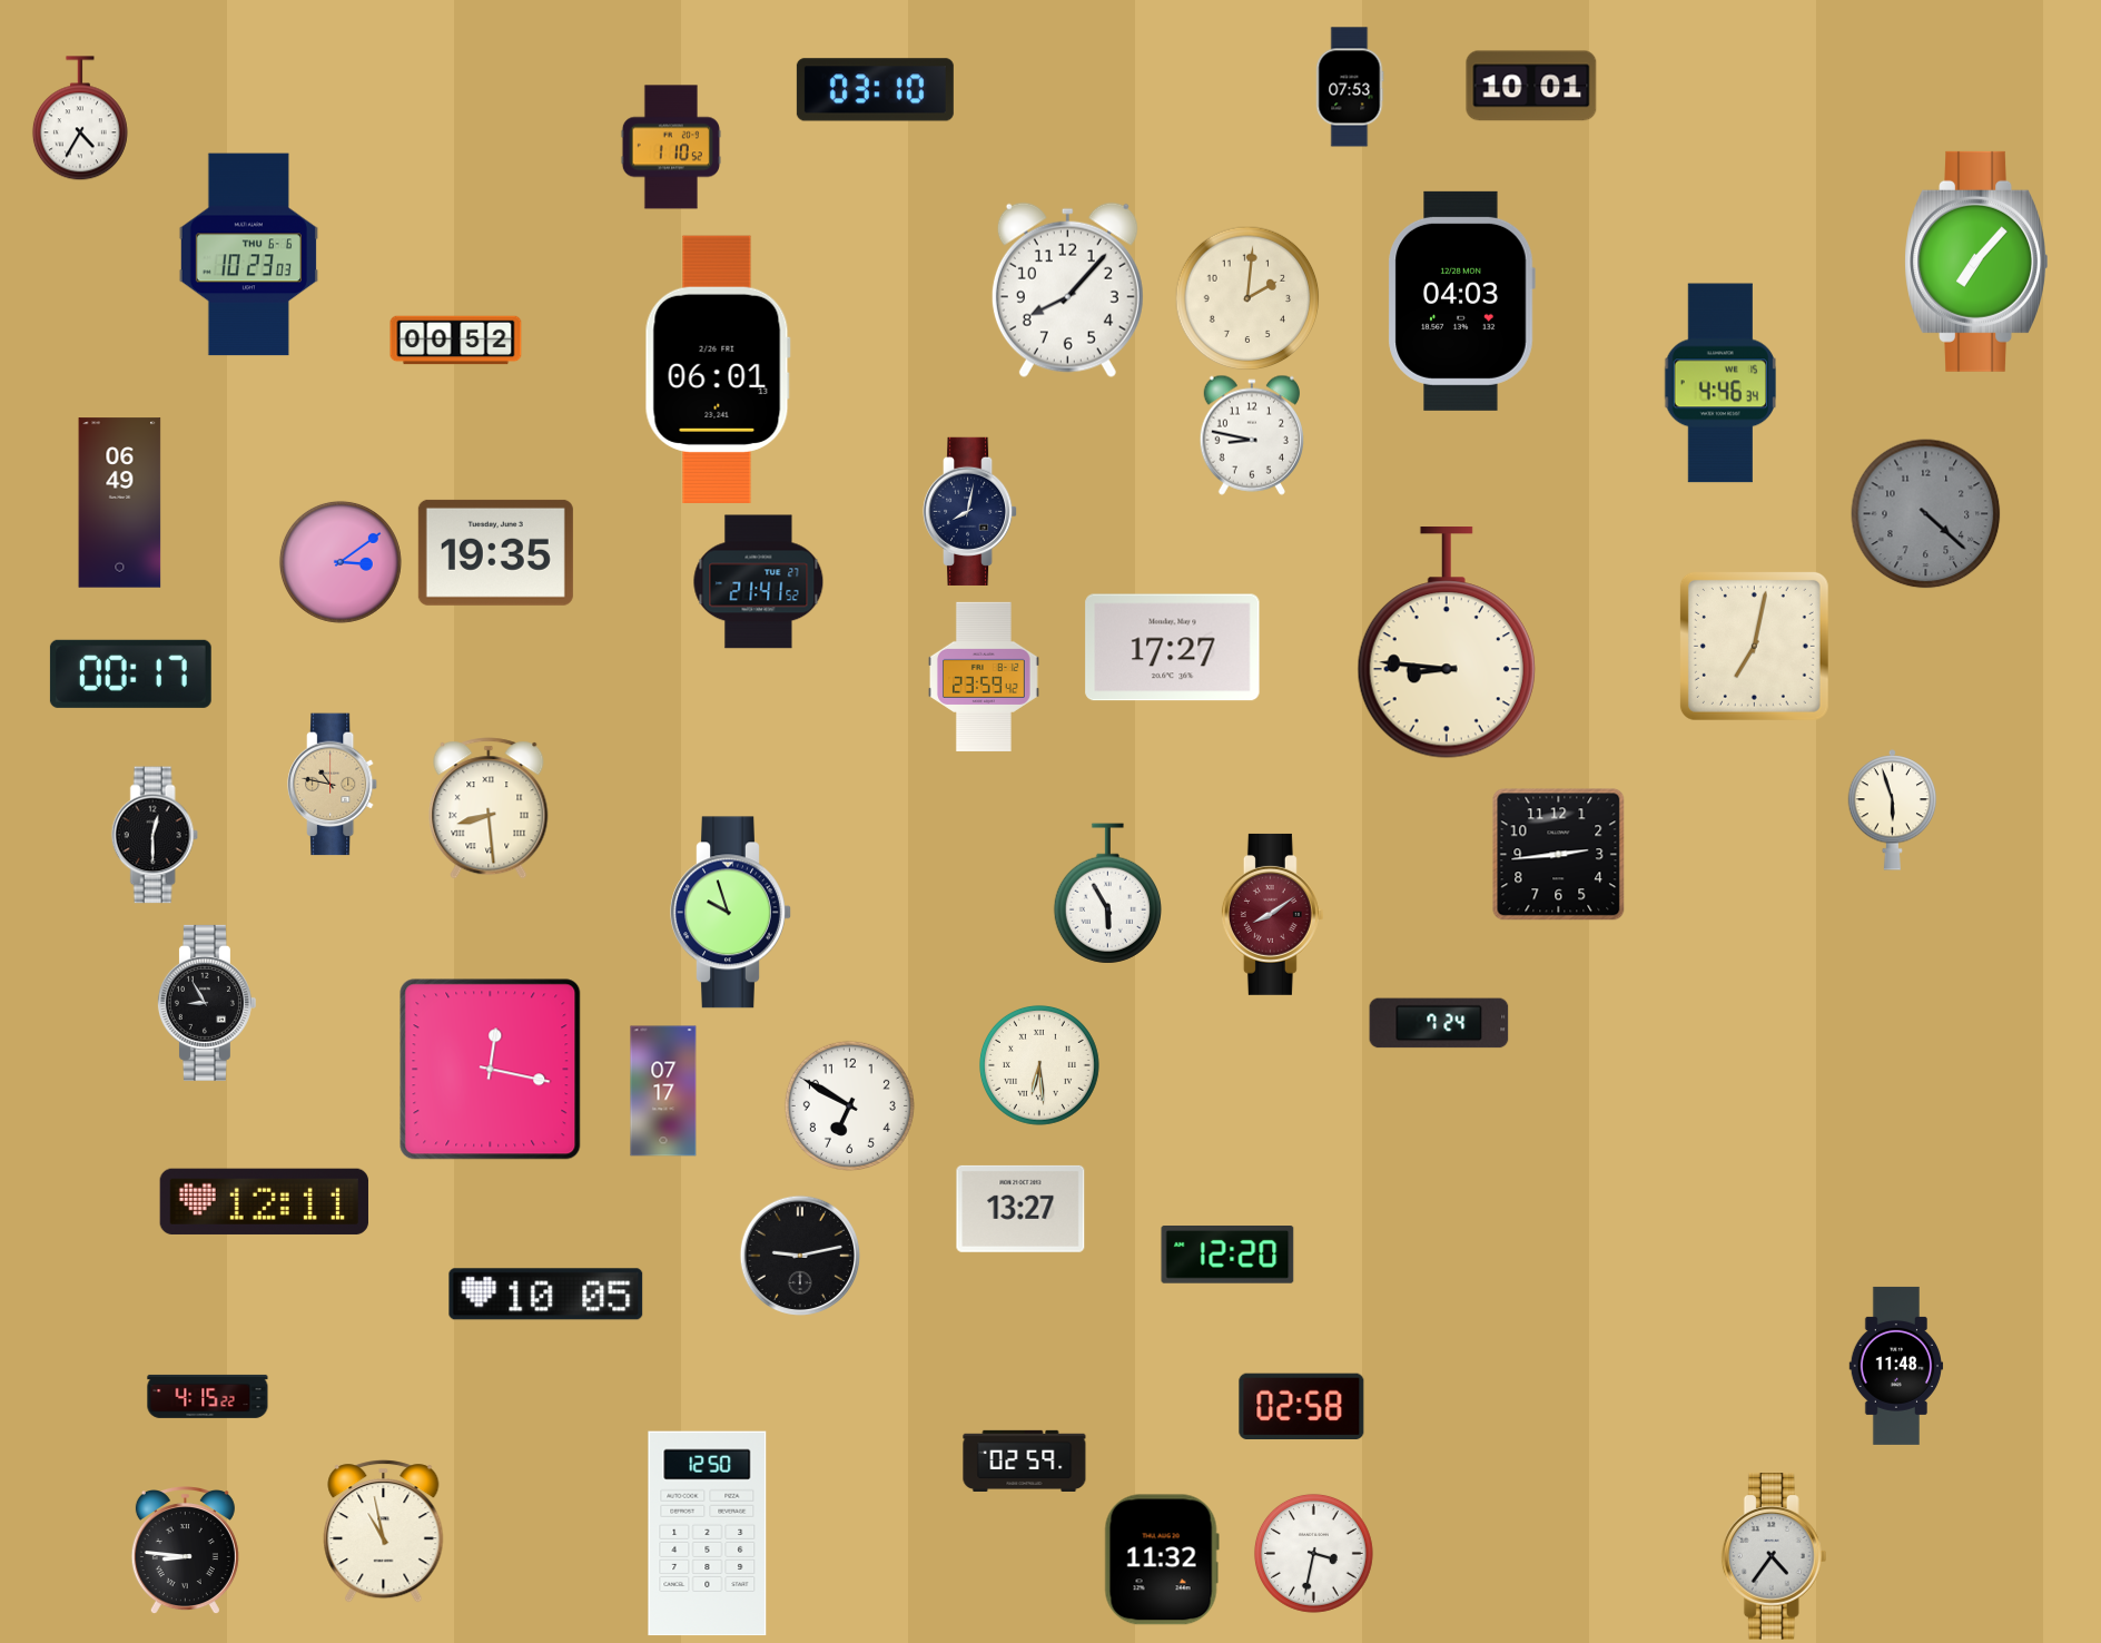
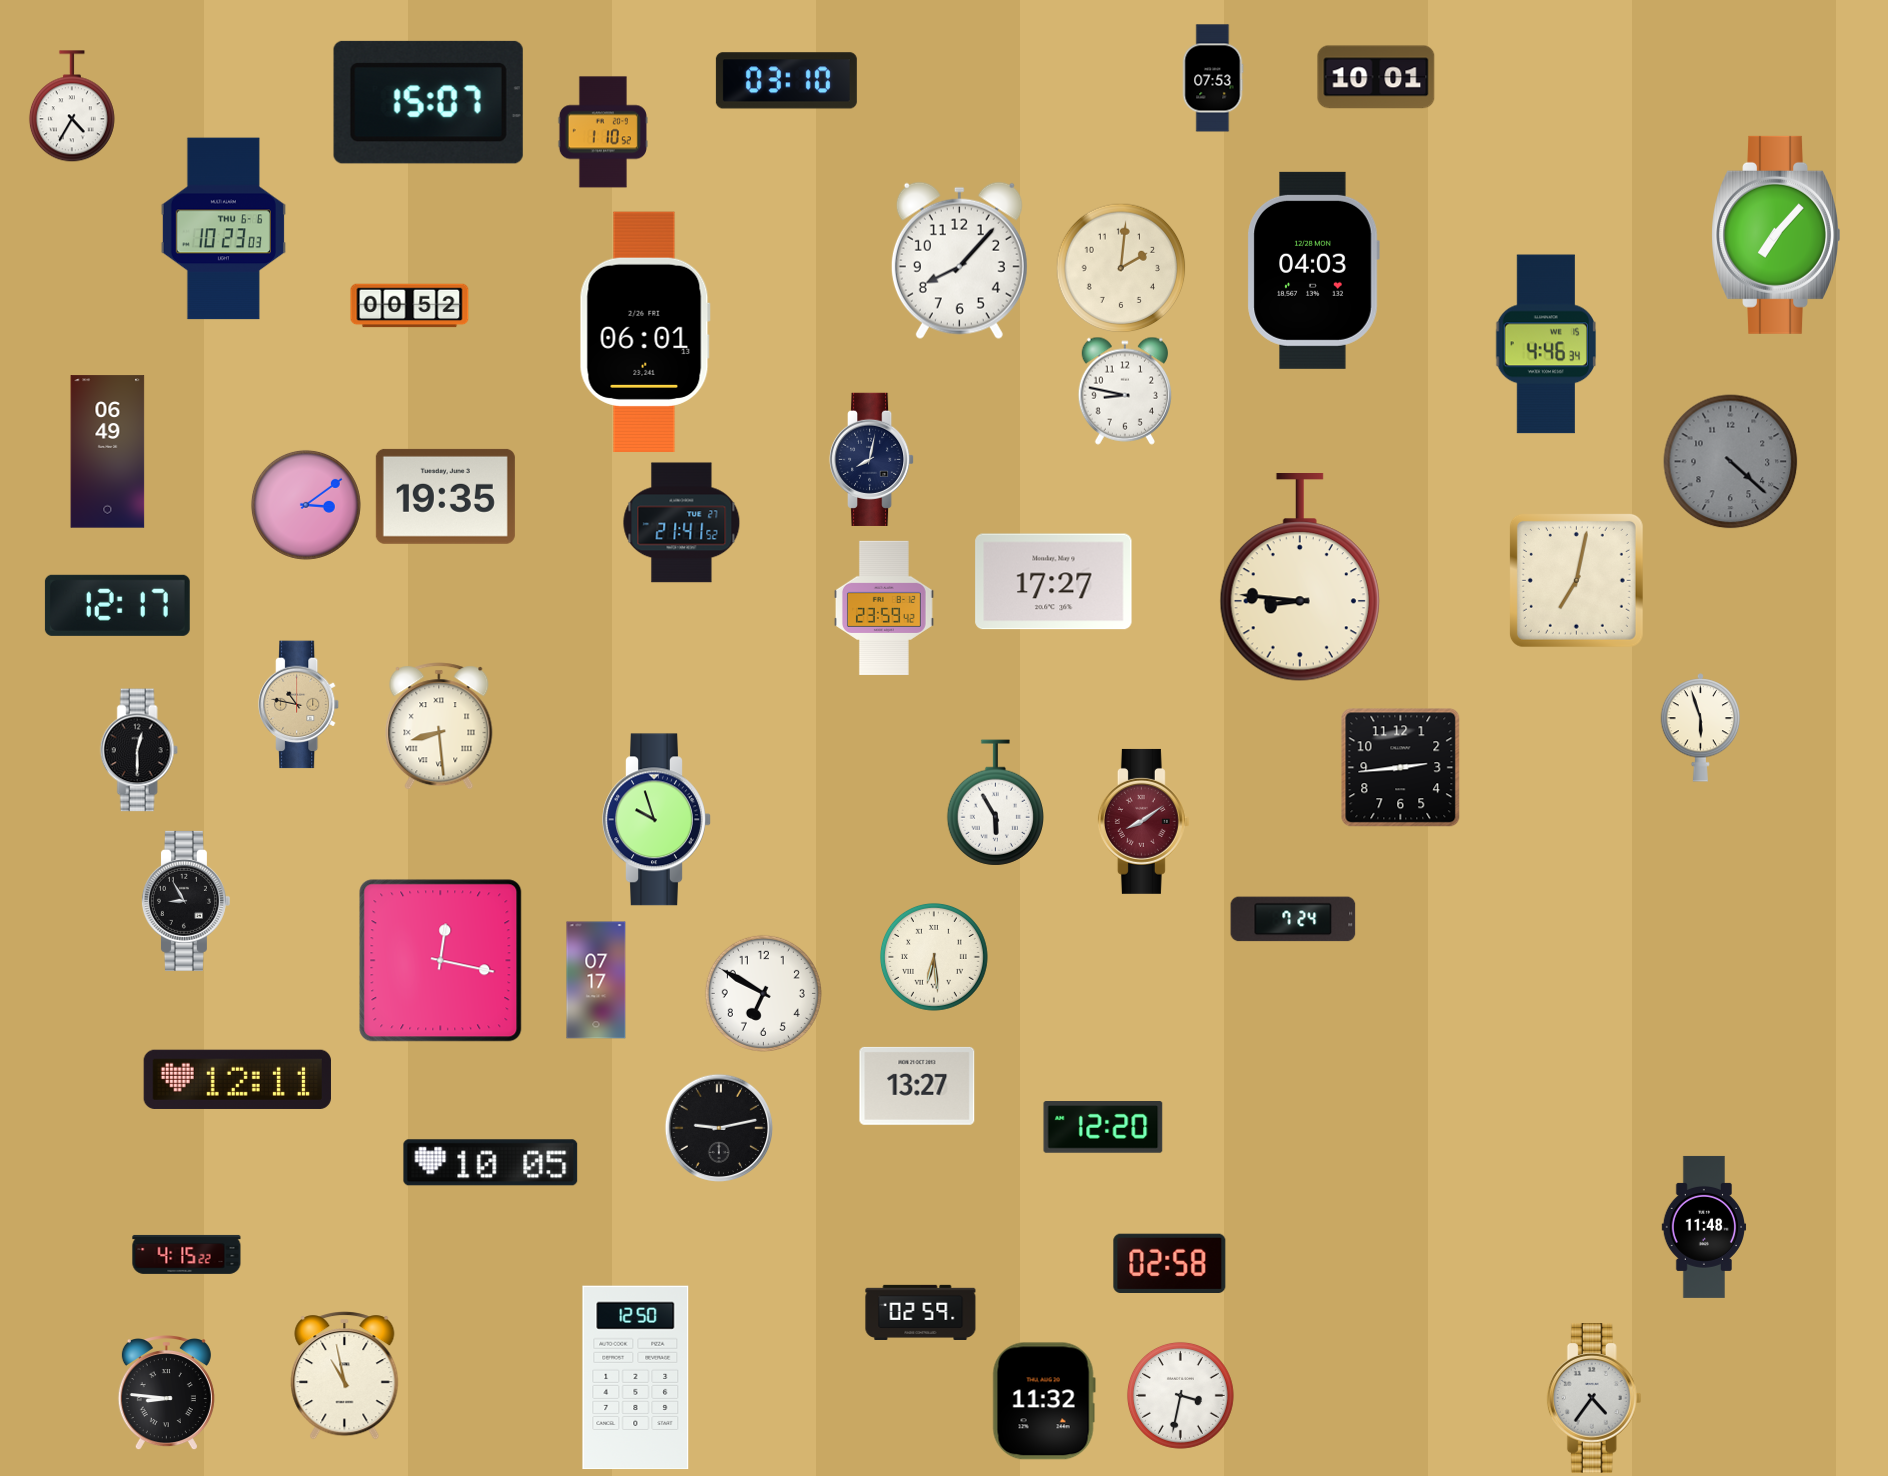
clock at (428, 102): none -> 15:07
clock at (130, 673): 00:17 -> 12:17
